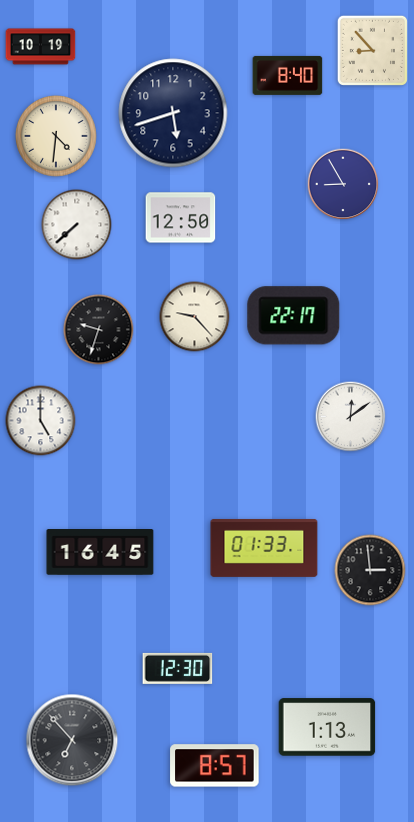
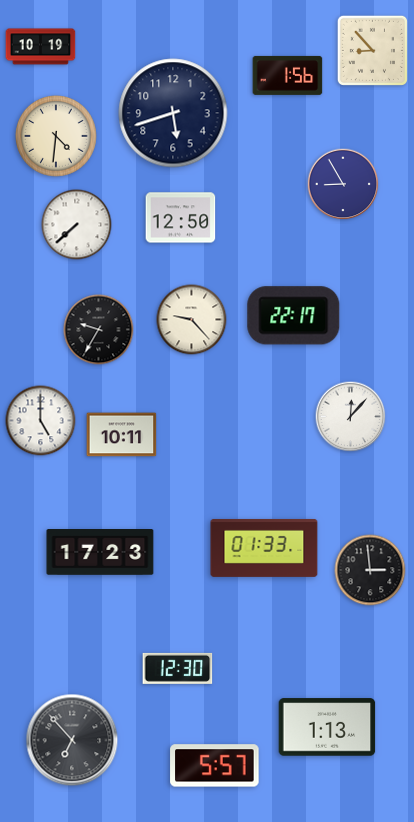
clock at (288, 75): 8:40 -> 1:56
clock at (195, 317) position: (195, 317) -> (192, 320)
clock at (99, 330): 9:33 -> 9:35
clock at (351, 417): 12:09 -> 12:07
clock at (122, 435): none -> 10:11
clock at (100, 553): 16:45 -> 17:23
clock at (215, 766): 8:57 -> 5:57
